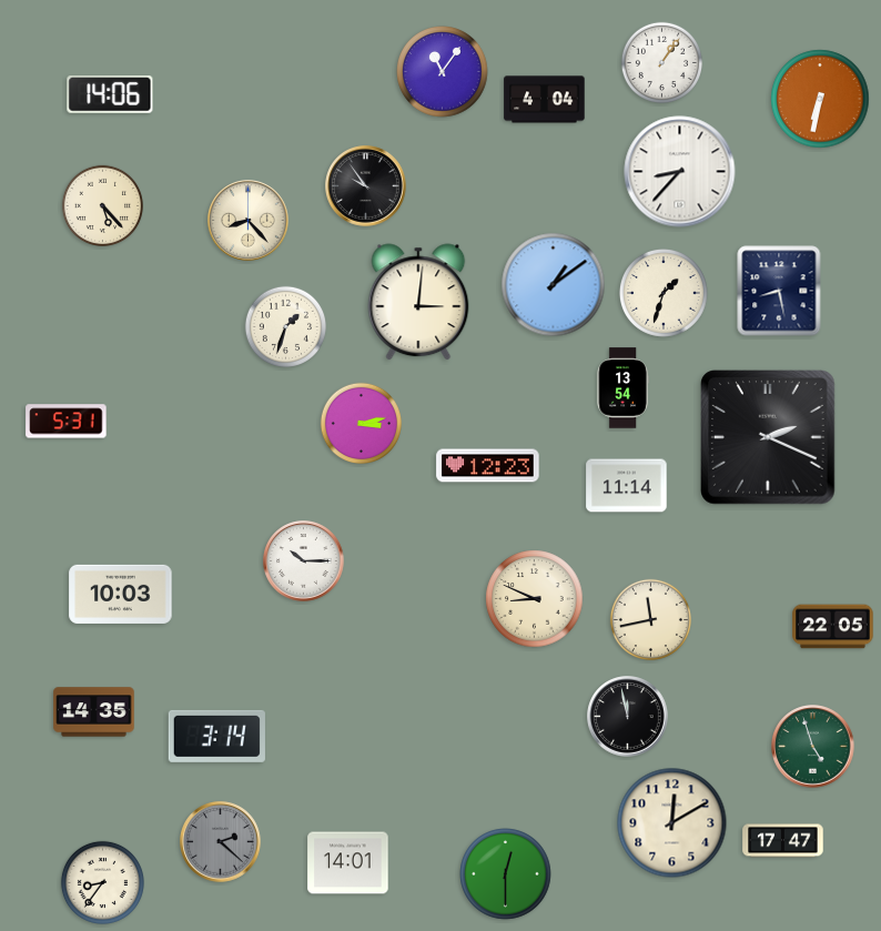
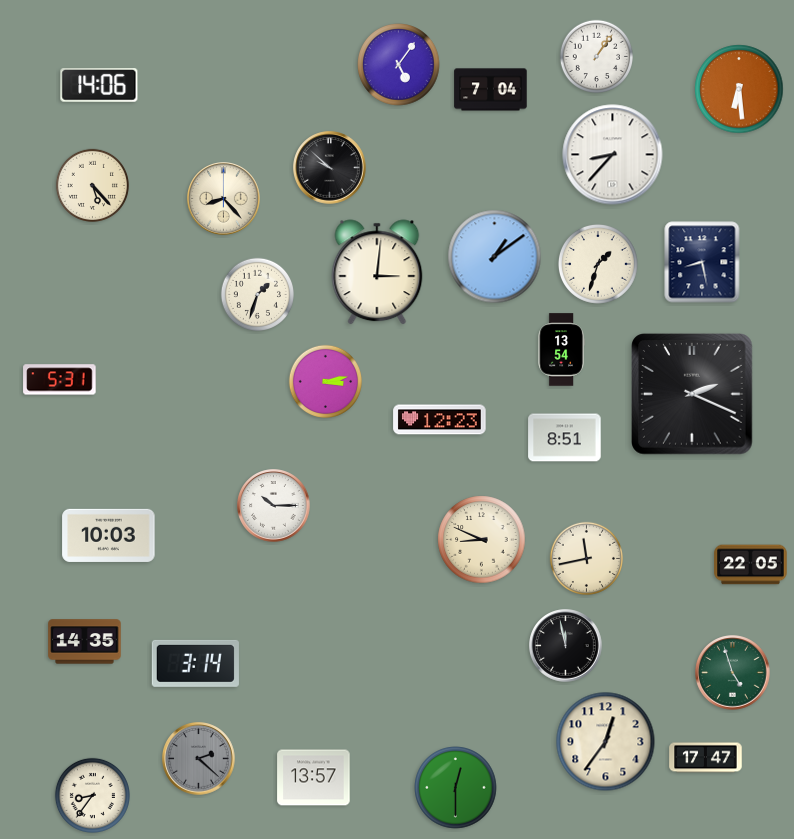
clock at (443, 72): 11:06 -> 5:06
clock at (820, 99): 6:32 -> 6:29
clock at (545, 100): 4:04 -> 7:04
clock at (366, 186): 9:54 -> 9:52
clock at (554, 285) position: (554, 285) -> (495, 257)
clock at (627, 486): 11:14 -> 8:51
clock at (672, 823): 12:10 -> 12:36
clock at (348, 863): 14:01 -> 13:57
